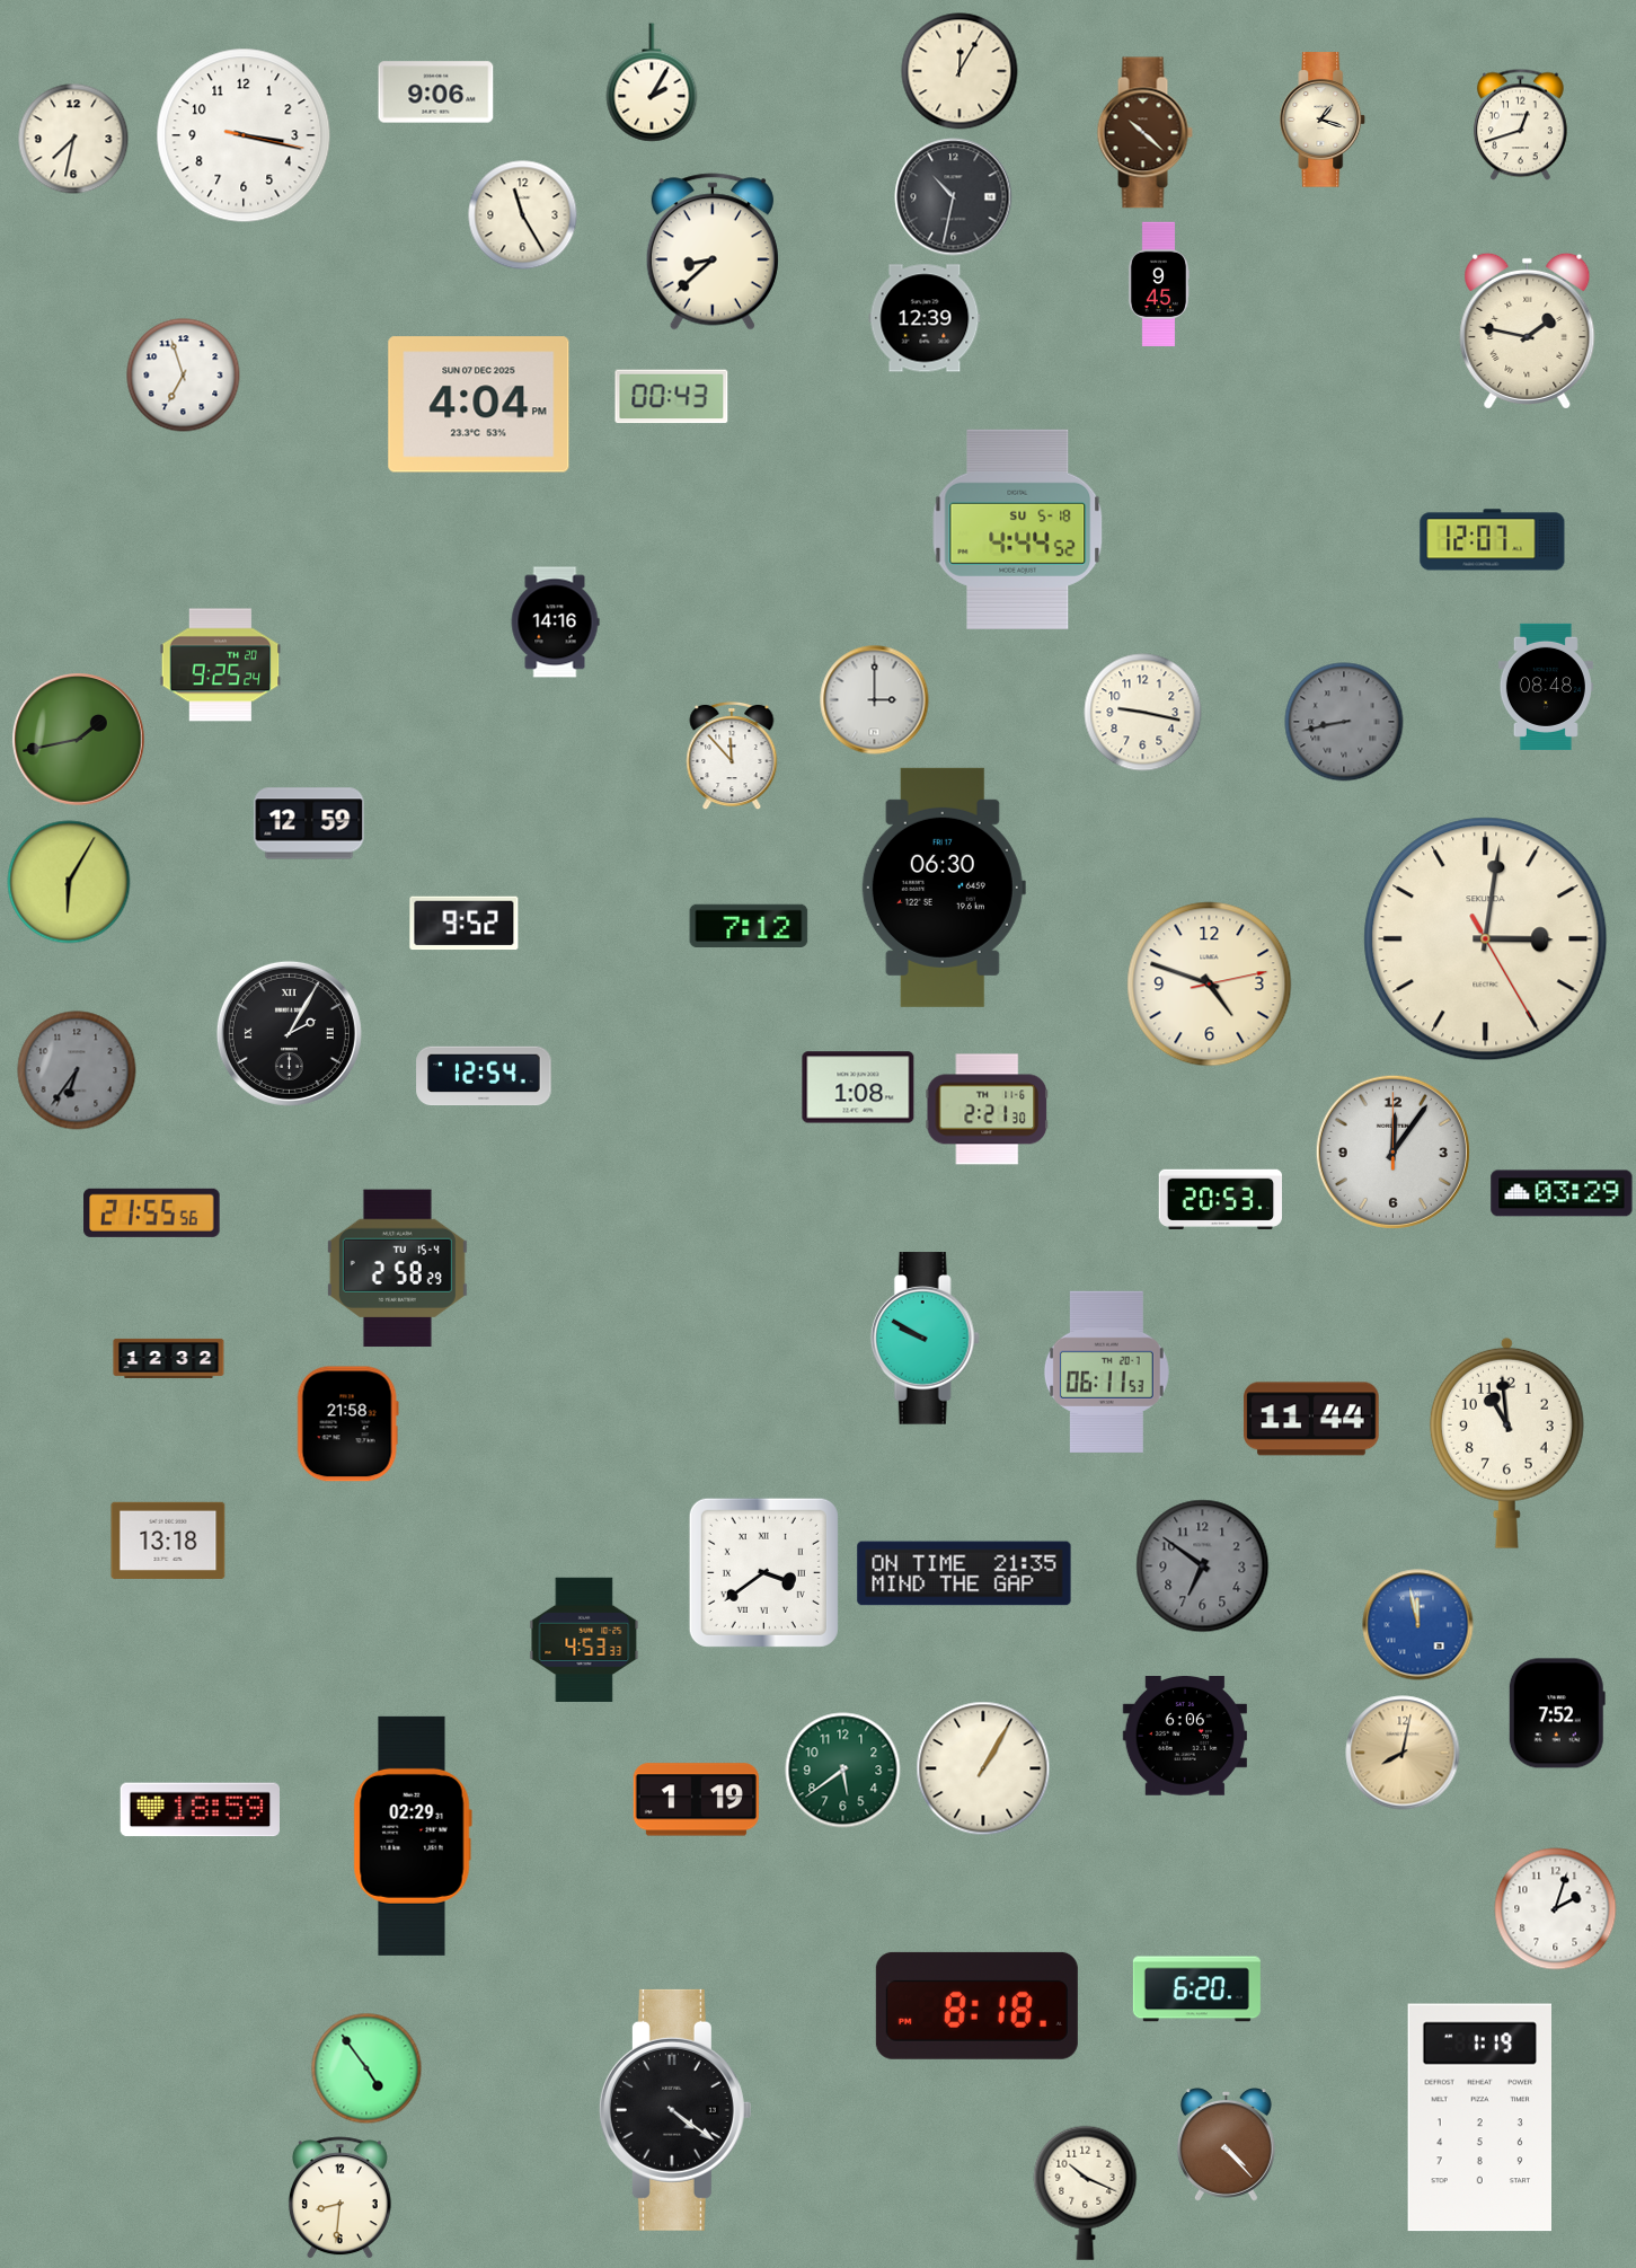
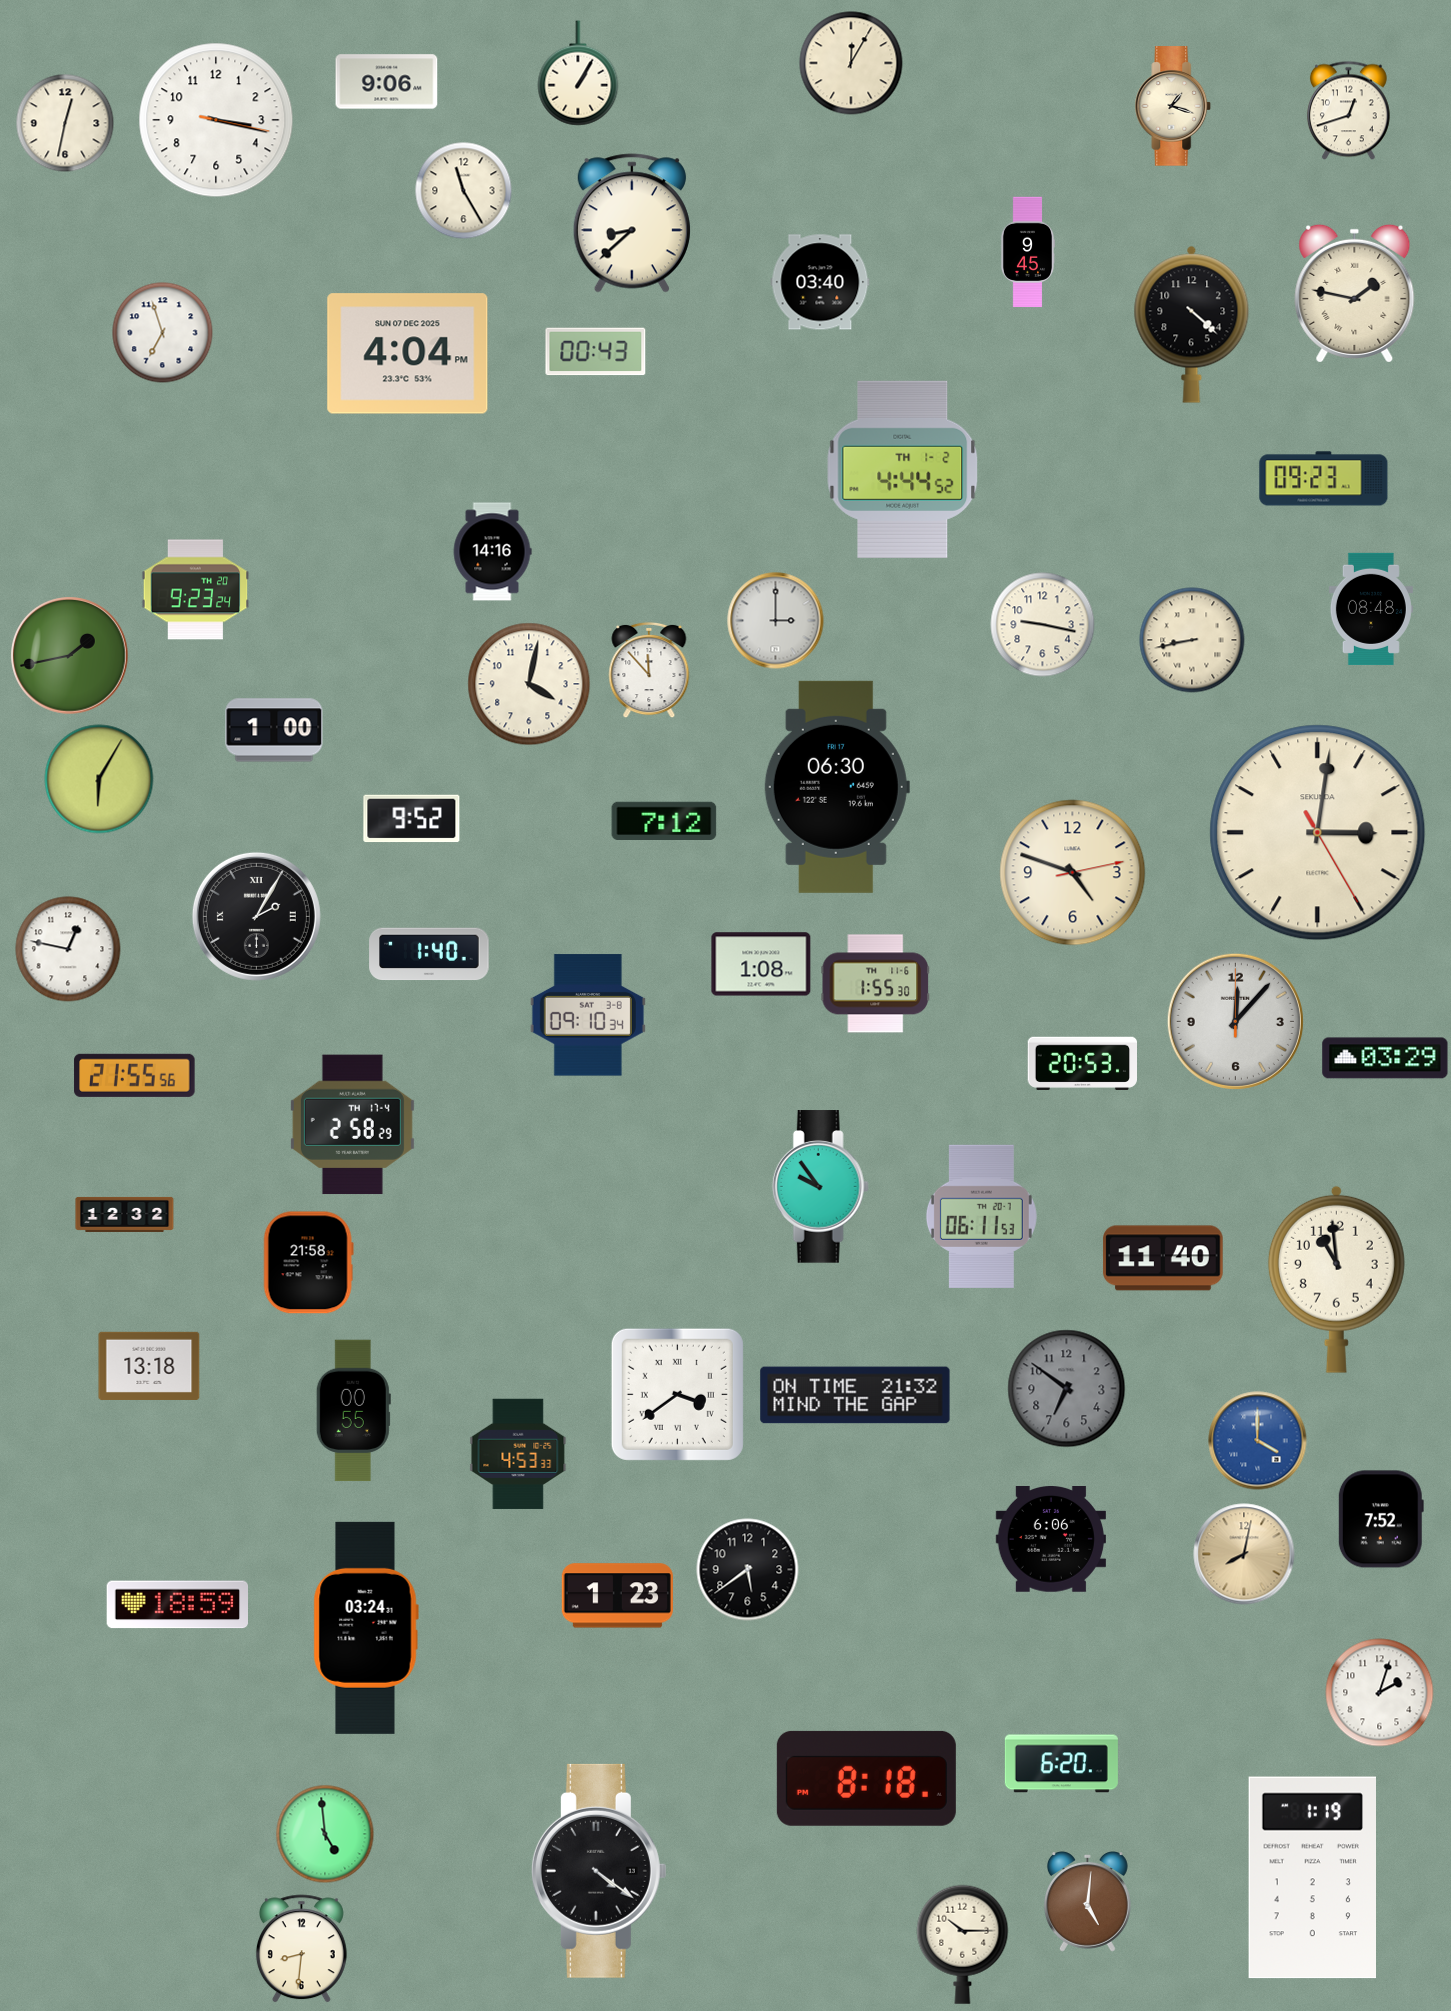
clock at (652, 82): 2:05 -> 1:05
clock at (1144, 133): 10:22 -> none
clock at (73, 139): 7:32 -> 12:32
clock at (954, 197): 10:32 -> none
clock at (925, 318): 12:39 -> 03:40
clock at (1192, 324): none -> 4:22
clock at (479, 405) position: (479, 405) -> (408, 354)
clock at (1018, 529) date: SU 5-18 -> TH 1-2
clock at (1493, 540): 12:07 -> 09:23
clock at (221, 665): 9:25 -> 9:23
clock at (1143, 713) position: (1143, 713) -> (1043, 625)
clock at (1344, 722) dial: grey -> cream
clock at (529, 684): none -> 4:02
clock at (309, 823): 12:59 -> 1:00
clock at (69, 882) position: (69, 882) -> (99, 779)
clock at (77, 1070): 6:36 -> 12:47
clock at (77, 1070) dial: grey -> white
clock at (484, 1076): 12:54 -> 1:40
clock at (987, 1110): 2:21 -> 1:55
clock at (588, 1015): none -> 09:10
clock at (1392, 1151): 12:06 -> 12:07
clock at (397, 1269) date: TU 15-4 -> TH 17-4
clock at (925, 1339): 9:50 -> 9:54
clock at (169, 1358) position: (169, 1358) -> (125, 1214)
clock at (1311, 1419): 11:44 -> 11:40
clock at (964, 1573): 21:35 -> 21:32
clock at (353, 1411): none -> 00:55
clock at (1418, 1625): 11:58 -> 4:00
clock at (983, 1768): 1:05 -> none
clock at (843, 1771) dial: green -> black
clock at (696, 1800): 1:19 -> 1:23
clock at (413, 1836): 02:29 -> 03:24
clock at (366, 2068): 4:54 -> 4:59
clock at (1226, 2145): 4:23 -> 5:01
clock at (1086, 2192): 10:19 -> 10:15
